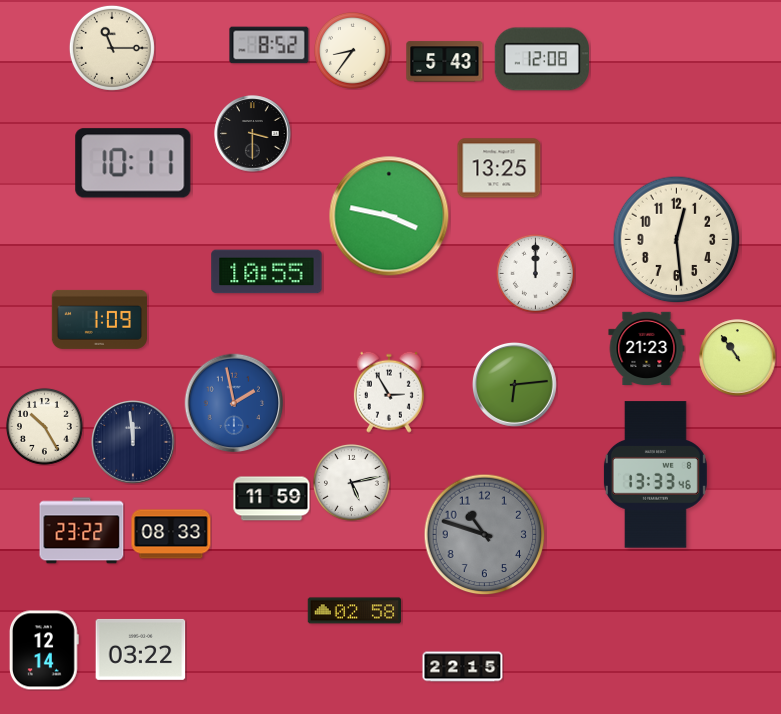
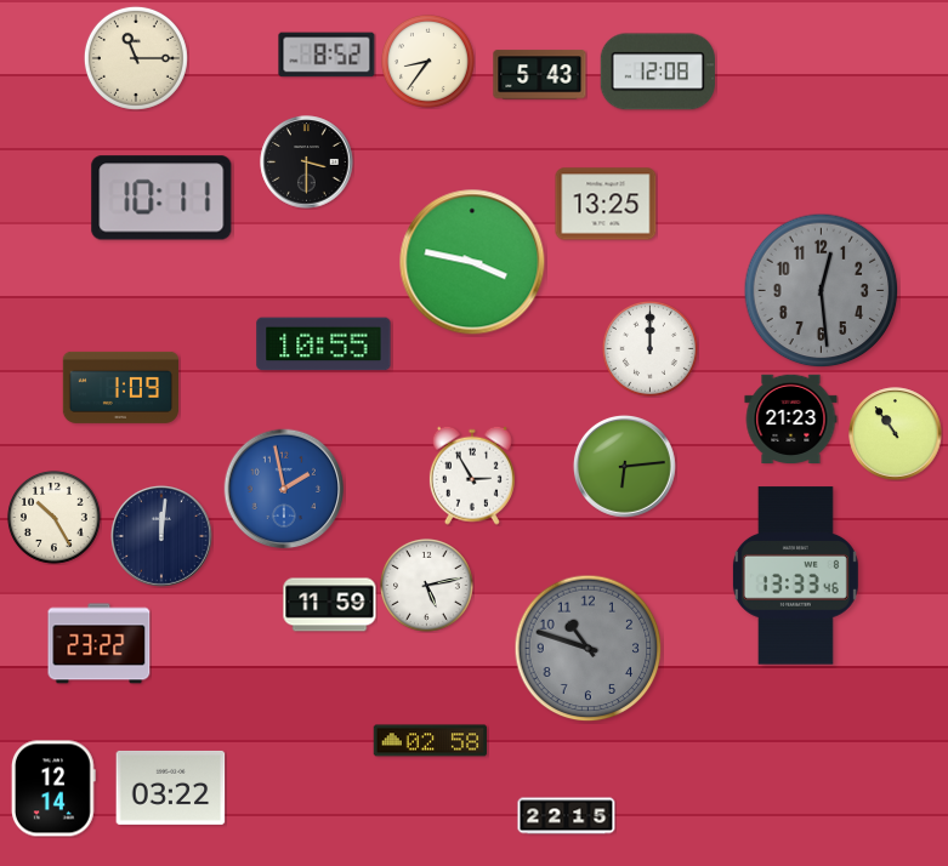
clock at (677, 240) dial: cream -> grey
clock at (267, 272) position: (267, 272) -> (324, 344)
clock at (535, 273) position: (535, 273) -> (649, 348)
clock at (647, 349) position: (647, 349) -> (791, 420)
clock at (134, 443): 11:59 -> 12:01
clock at (171, 534): 08:33 -> none
clock at (463, 667) position: (463, 667) -> (567, 816)
